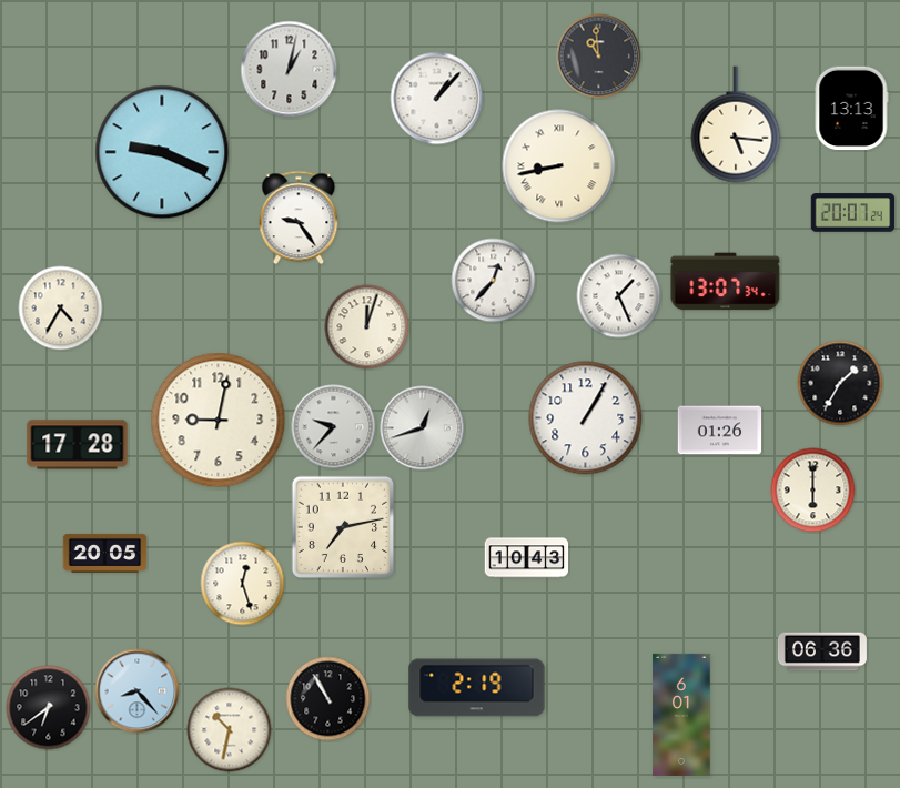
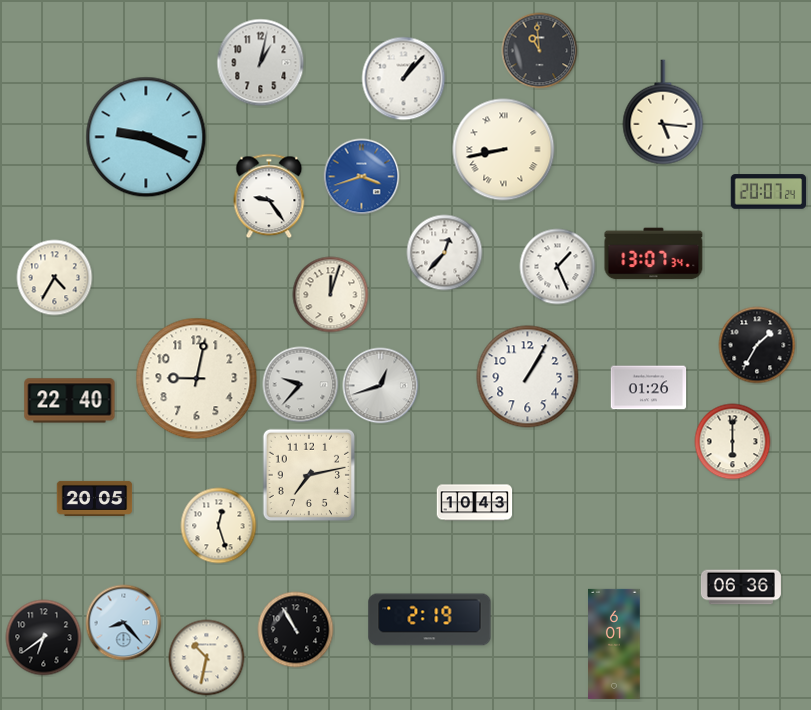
clock at (437, 99) position: (437, 99) -> (404, 79)
clock at (851, 109): 13:13 -> none
clock at (362, 177): none -> 3:42
clock at (78, 445): 17:28 -> 22:40
